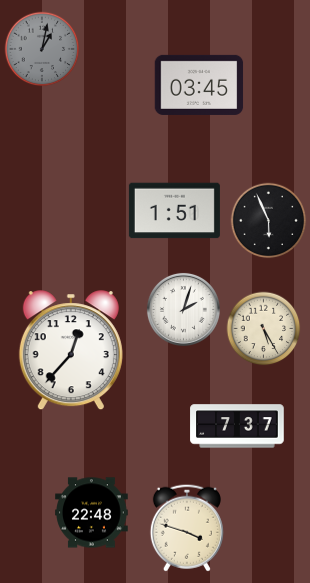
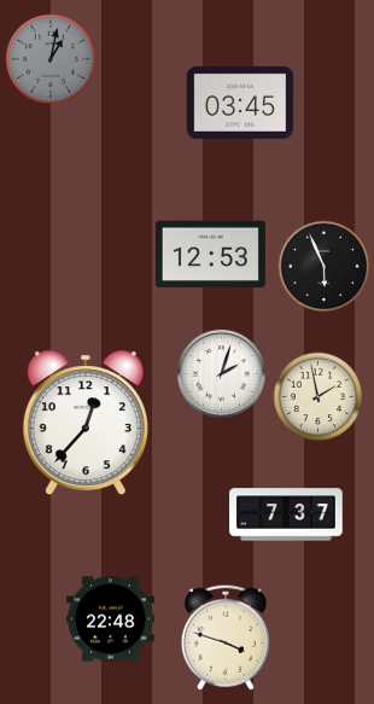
clock at (174, 211): 1:51 -> 12:53
clock at (264, 329): 5:25 -> 1:58
